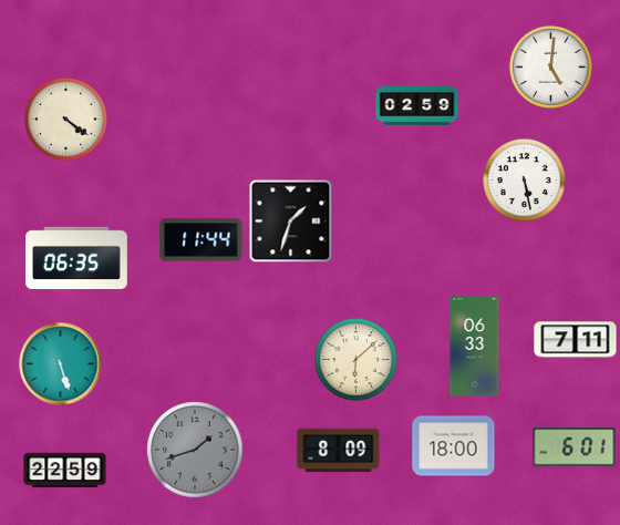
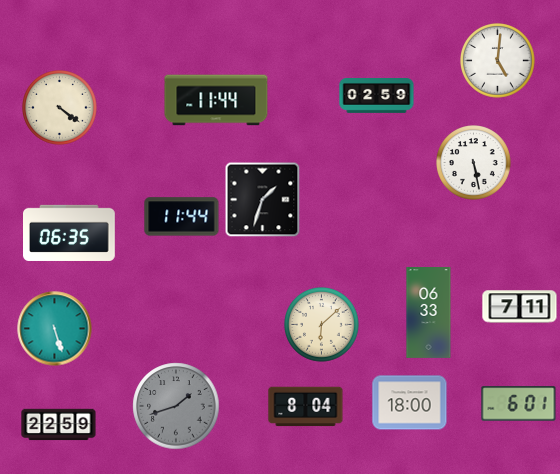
clock at (216, 100): none -> 11:44
clock at (339, 451): 8:09 -> 8:04
